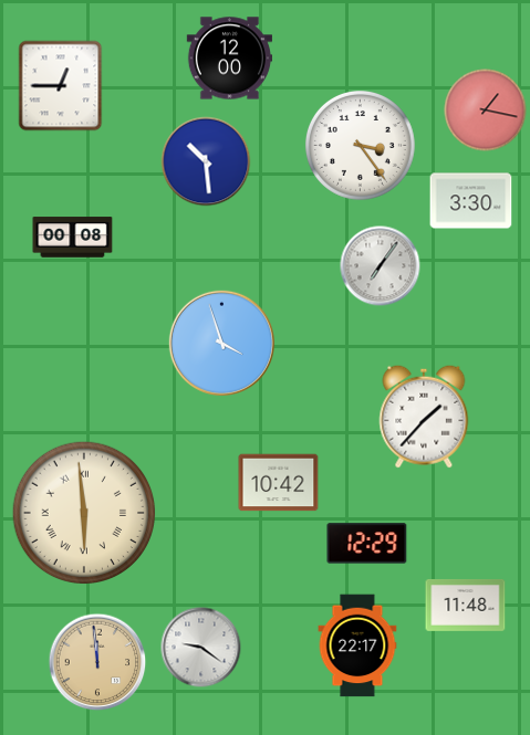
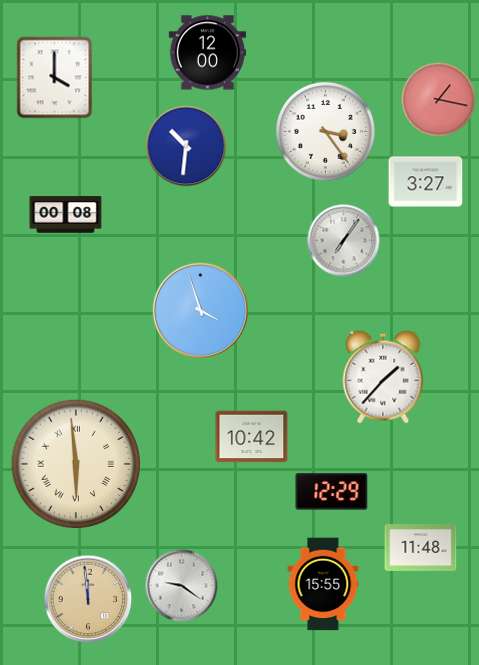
clock at (61, 86): 12:45 -> 4:00
clock at (206, 161): 10:29 -> 10:31
clock at (471, 201): 3:30 -> 3:27
clock at (357, 645): 22:17 -> 15:55
